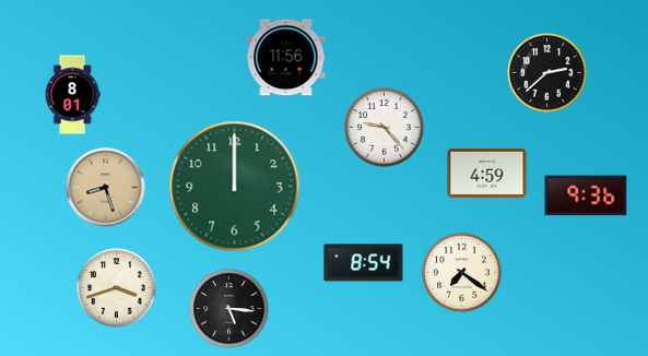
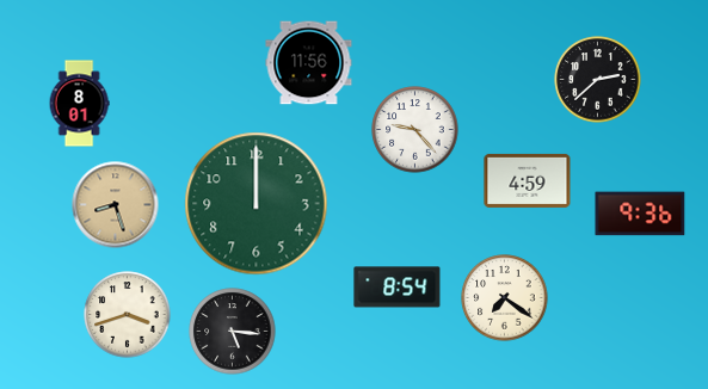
clock at (286, 58) position: (286, 58) -> (309, 63)
clock at (385, 128) position: (385, 128) -> (415, 130)
clock at (487, 173) position: (487, 173) -> (528, 180)
clock at (229, 309) position: (229, 309) -> (233, 332)
